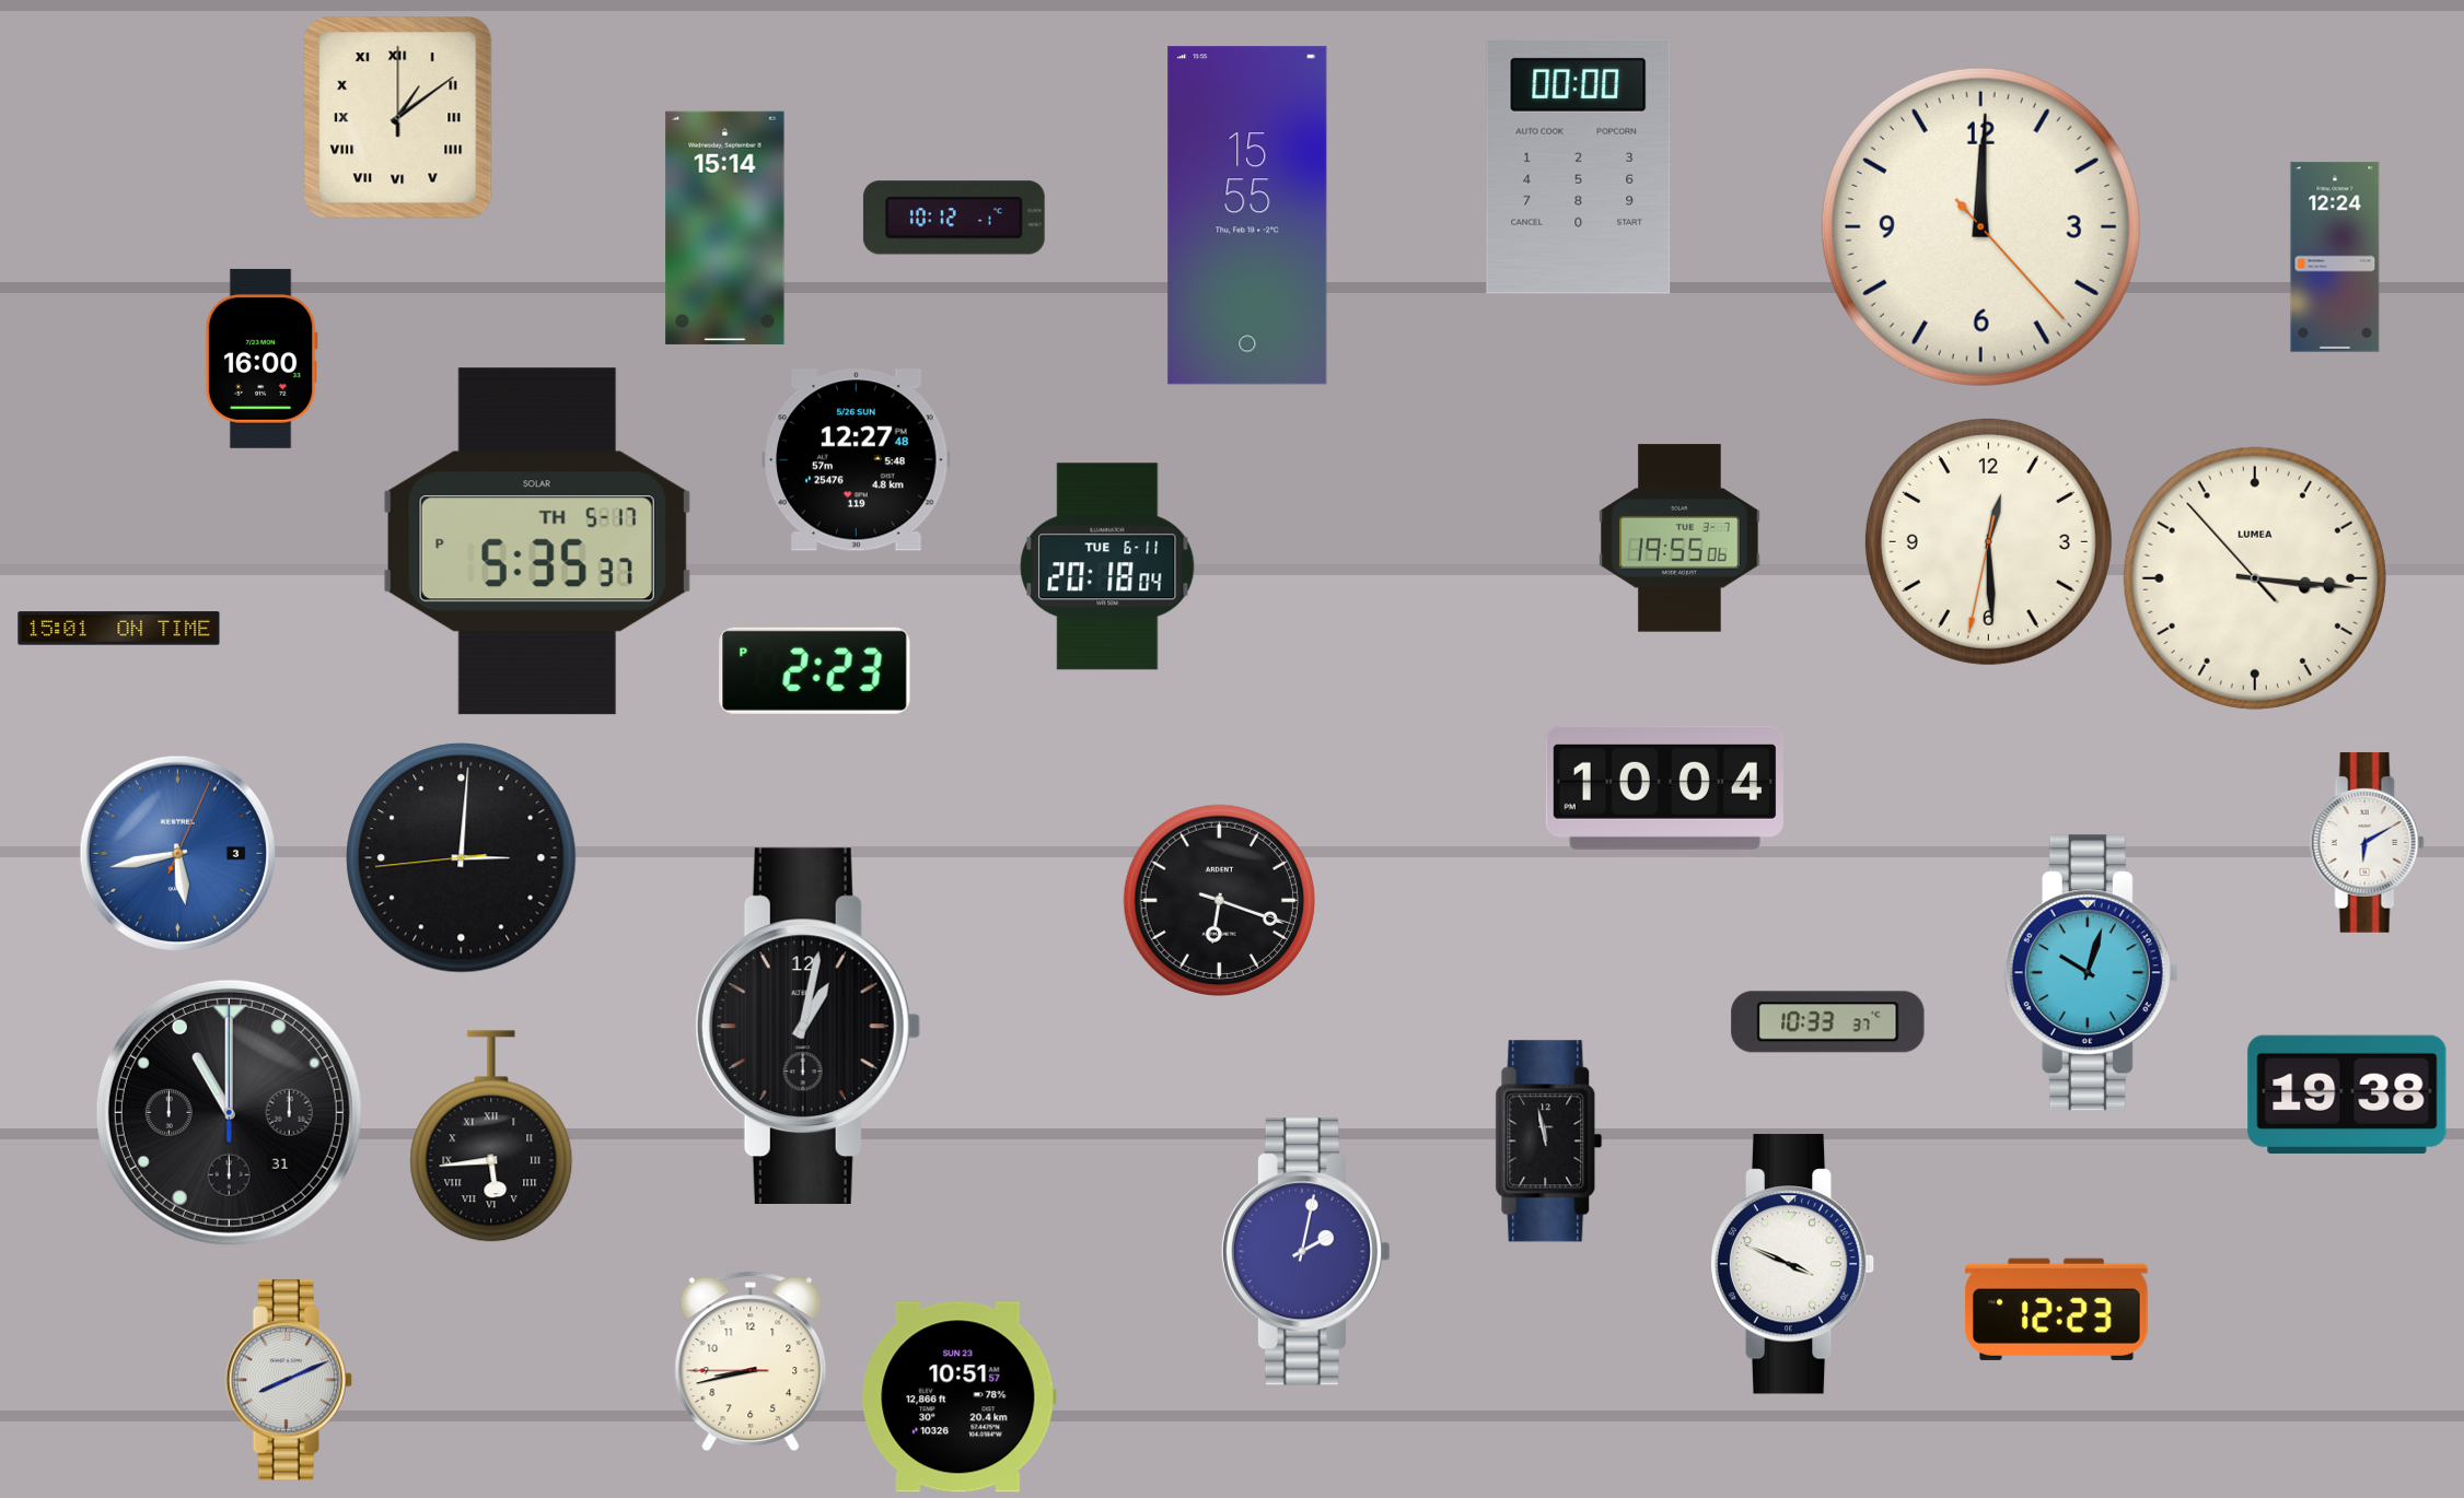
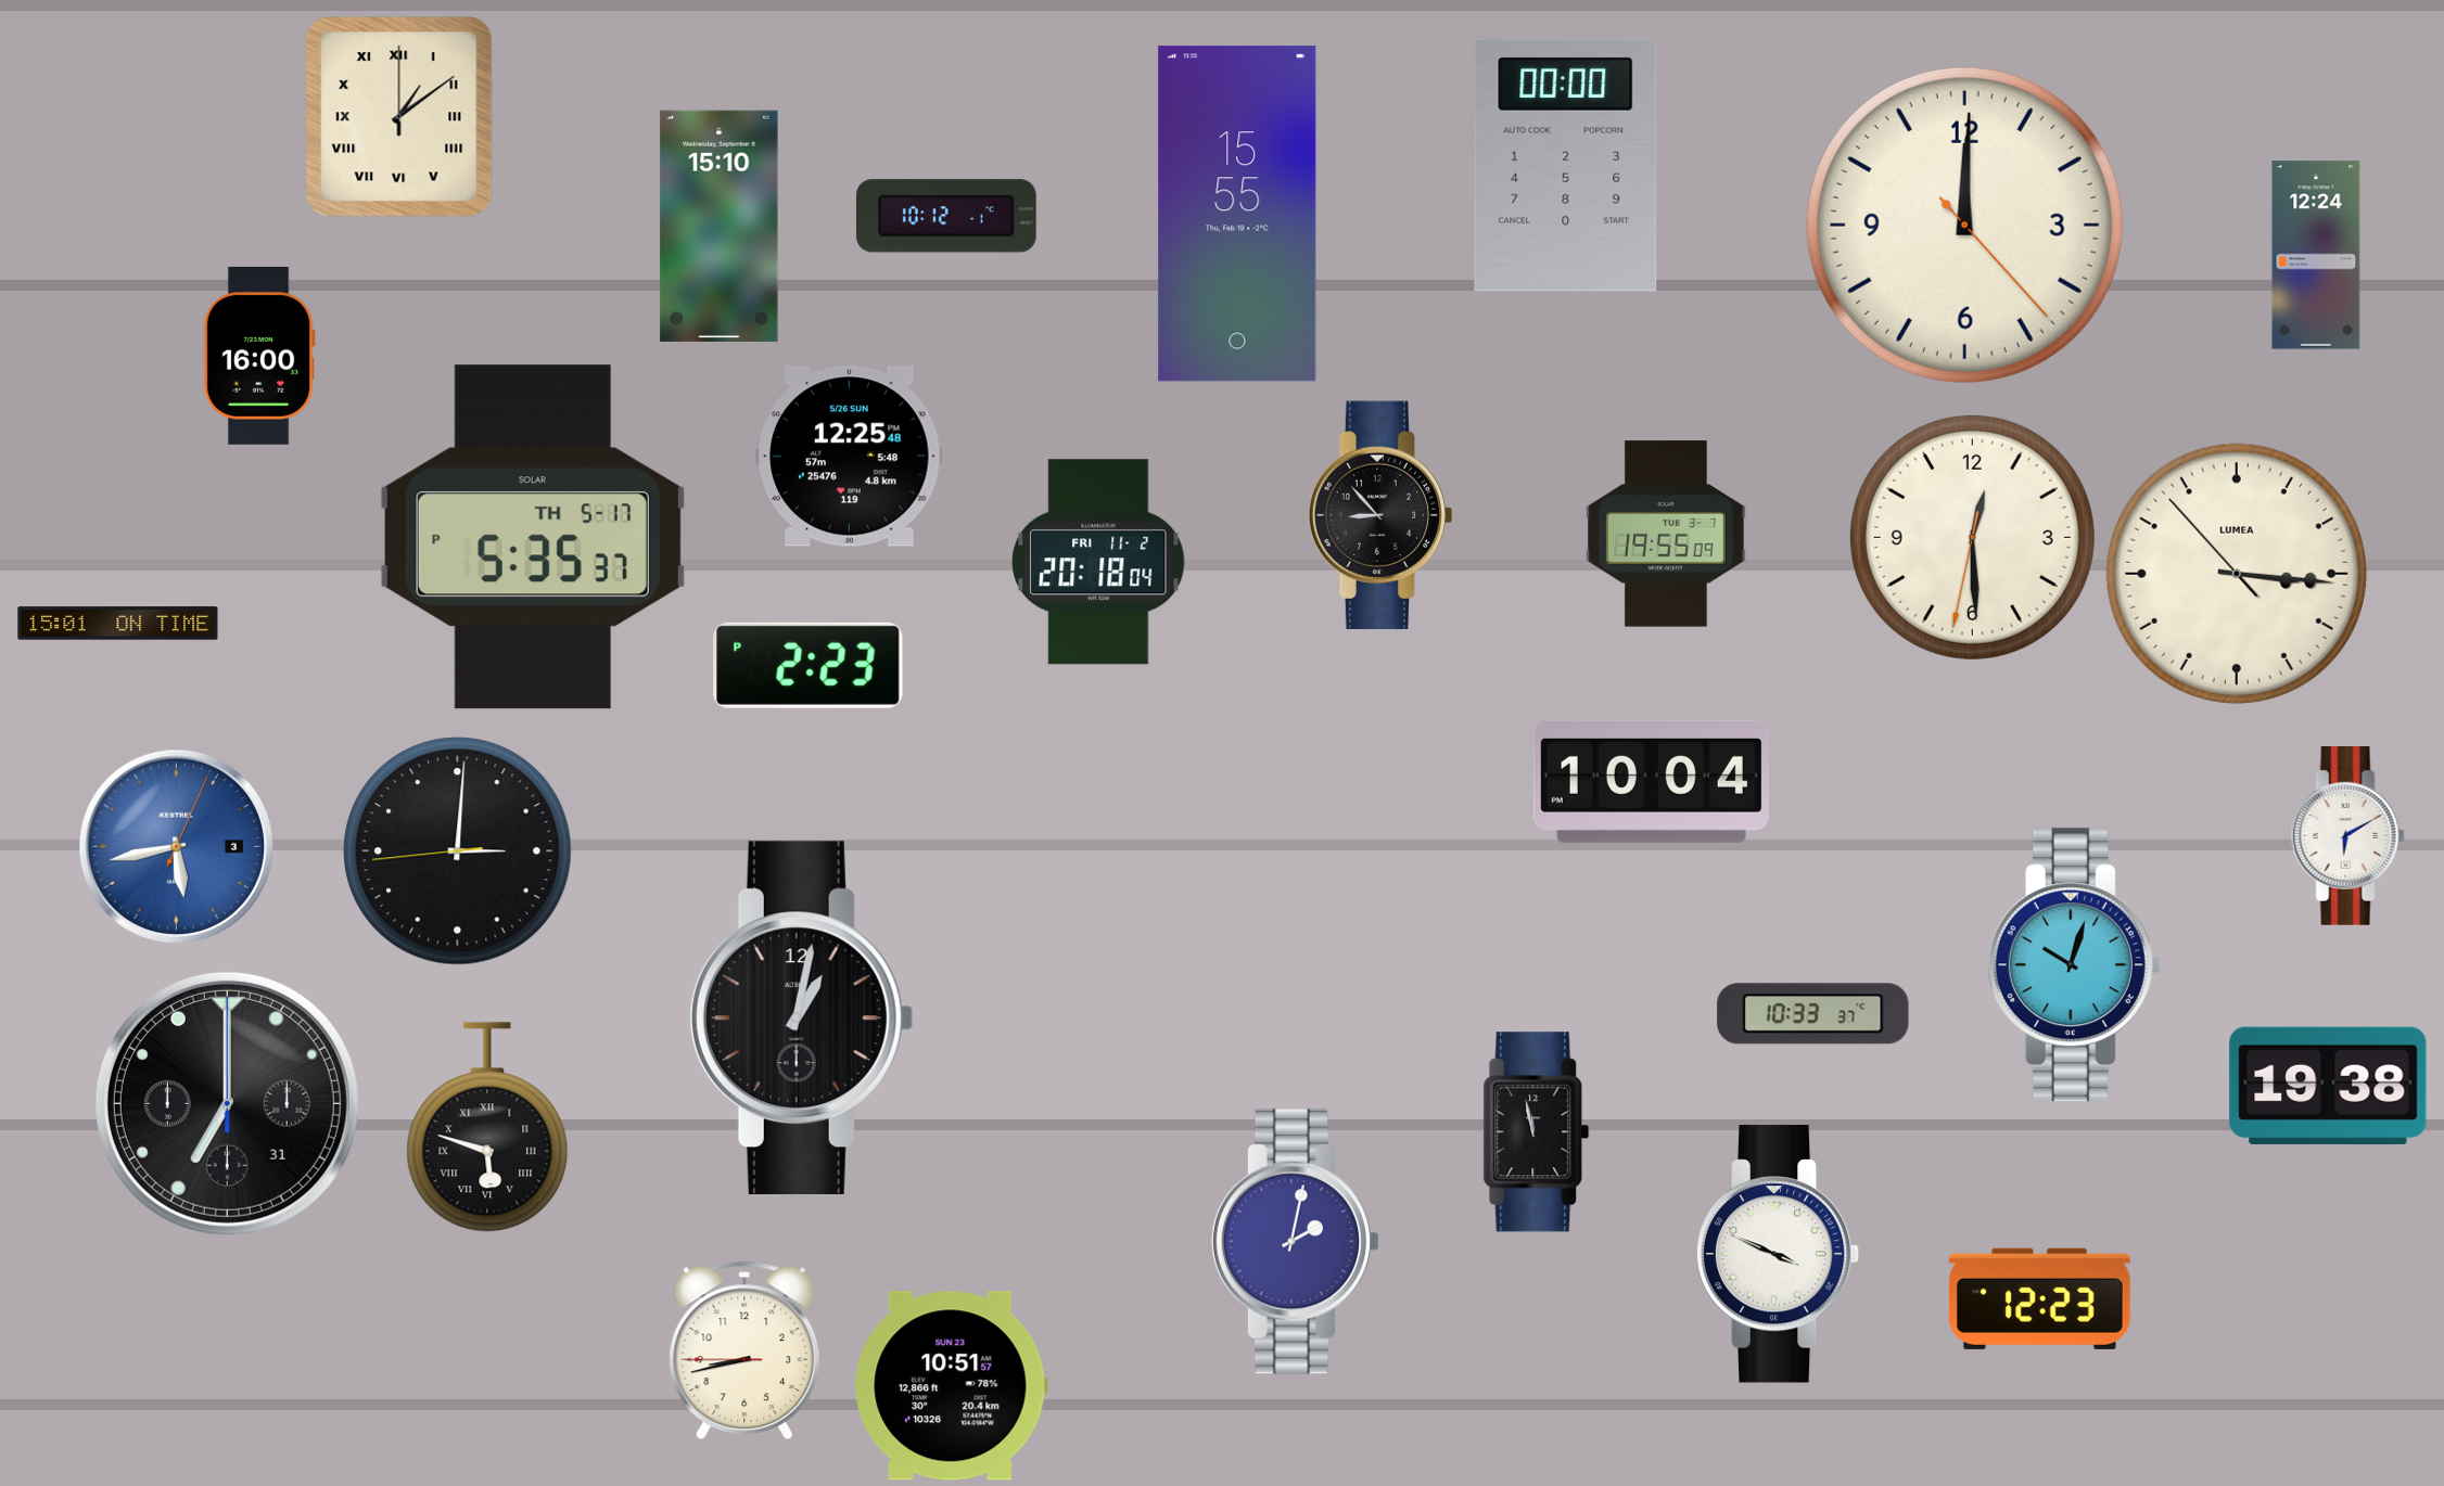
clock at (398, 118) position: (398, 118) -> (399, 117)
clock at (725, 227): 15:14 -> 15:10
clock at (857, 460): 12:27 -> 12:25
clock at (1380, 515): none -> 8:53
clock at (1681, 538): 19:55:06 -> 19:55:09
clock at (1107, 566) date: TUE 6-11 -> FRI 11-2
clock at (1219, 900): 6:18 -> none
clock at (229, 1112): 11:00 -> 7:00
clock at (491, 1136): 5:44 -> 5:48
clock at (289, 1380): 8:11 -> none
